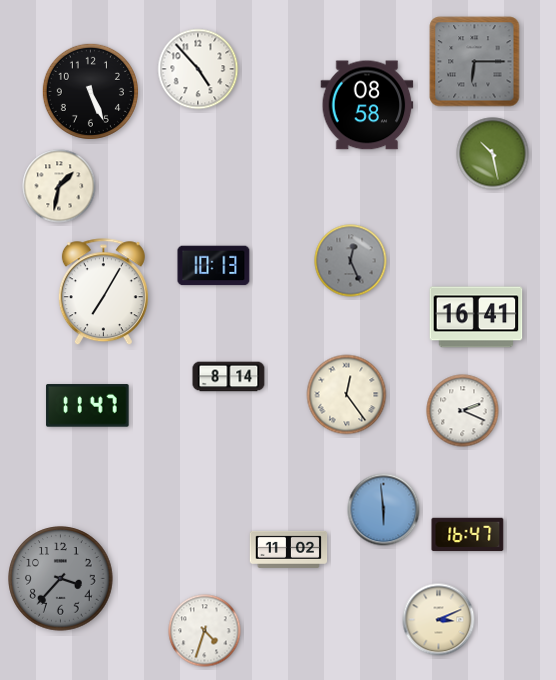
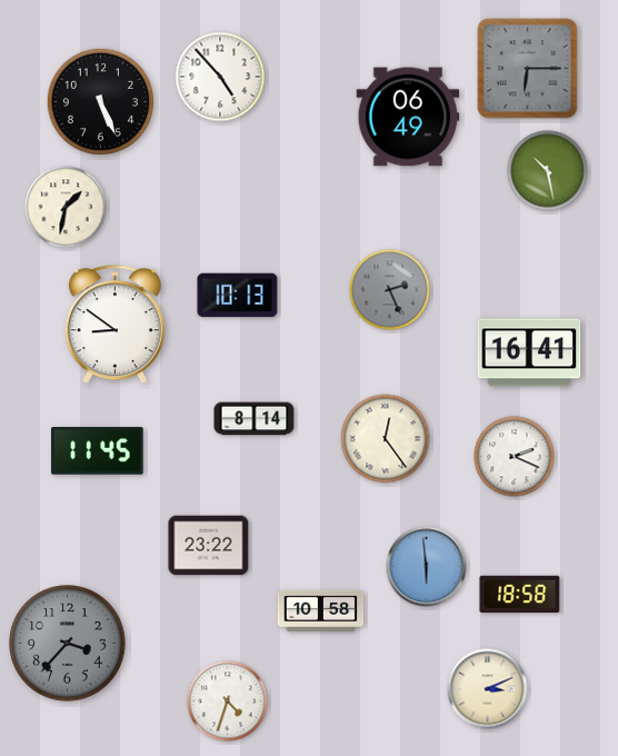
clock at (367, 105): 08:58 -> 06:49
clock at (351, 261): 12:26 -> 2:26
clock at (103, 292): 7:05 -> 8:51
clock at (88, 406): 11:47 -> 11:45
clock at (209, 546): none -> 23:22
clock at (468, 535): 16:47 -> 18:58
clock at (289, 549): 11:02 -> 10:58
